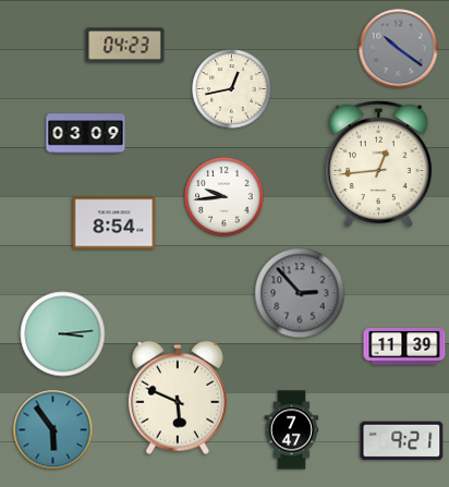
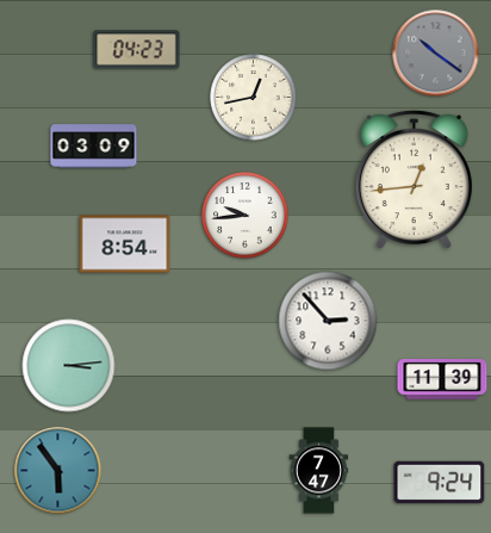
clock at (300, 293) dial: grey -> white
clock at (178, 398): 5:49 -> none
clock at (402, 441): 9:21 -> 9:24
